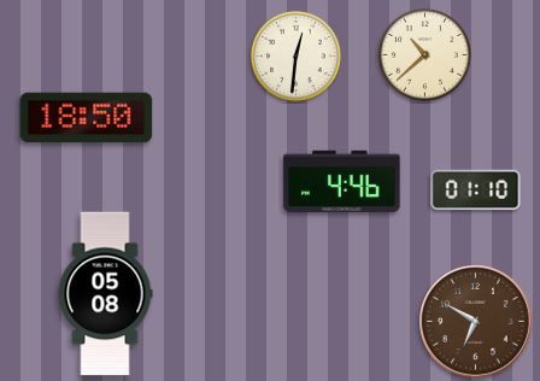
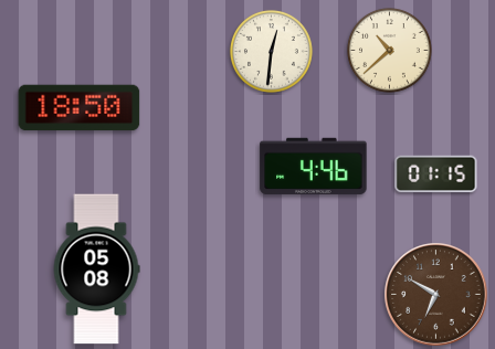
clock at (476, 190): 01:10 -> 01:15
